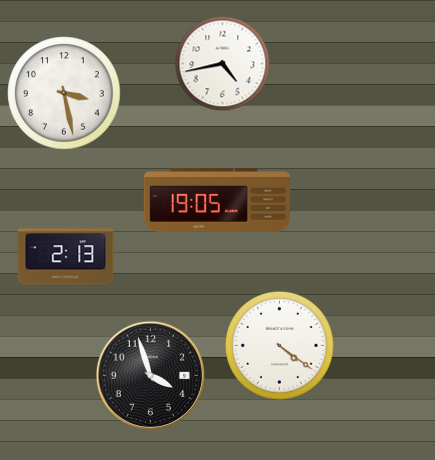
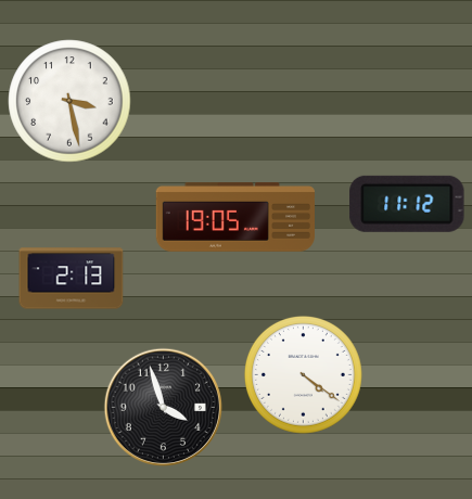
clock at (223, 64): 4:43 -> none
clock at (407, 204): none -> 11:12
